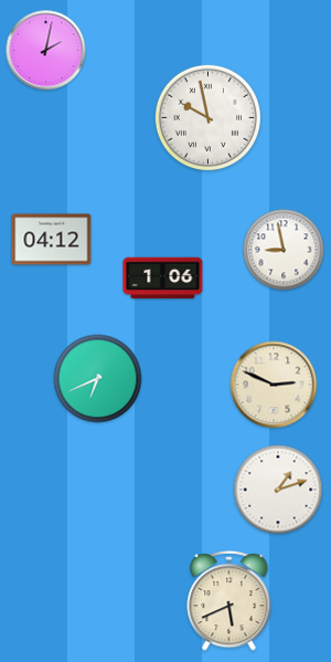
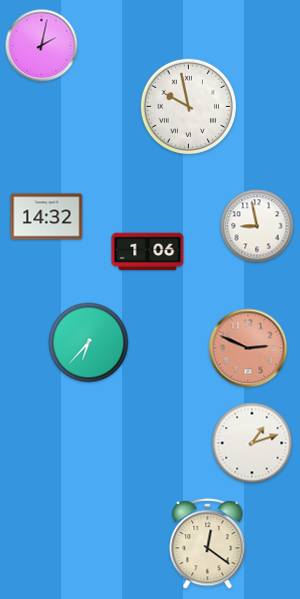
clock at (52, 240): 04:12 -> 14:32
clock at (98, 379): 6:41 -> 6:37
clock at (274, 385) dial: cream -> salmon
clock at (229, 600): 5:41 -> 12:21
